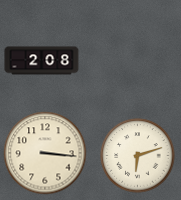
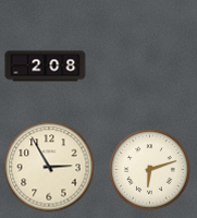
clock at (45, 153): 3:16 -> 2:55
